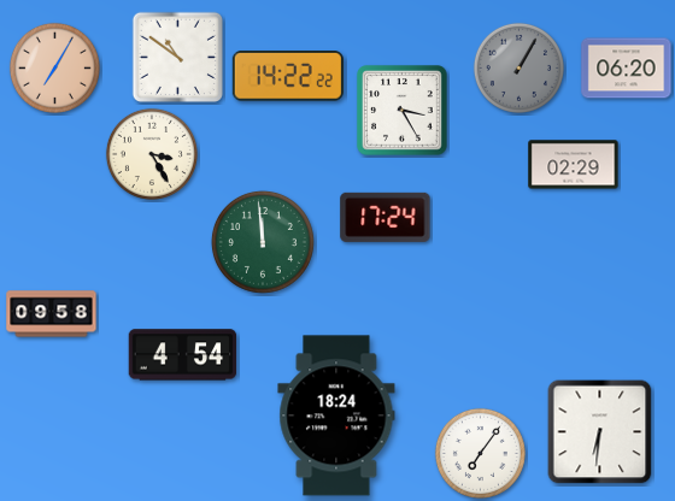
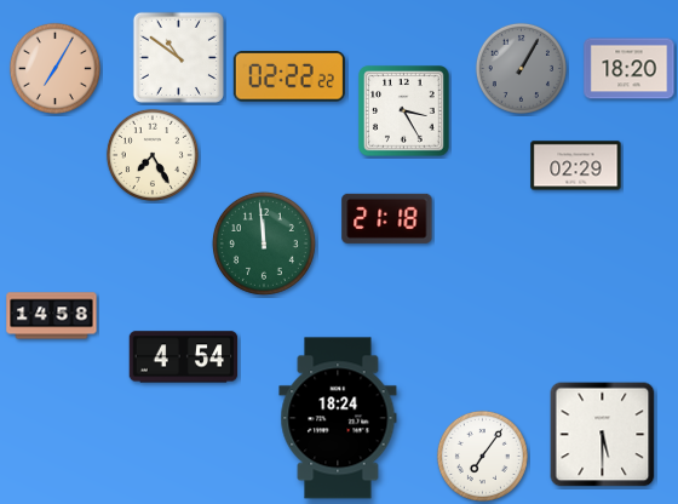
clock at (627, 69): 06:20 -> 18:20
clock at (288, 77): 14:22 -> 02:22
clock at (152, 154): 3:25 -> 7:25
clock at (386, 217): 17:24 -> 21:18
clock at (52, 314): 09:58 -> 14:58
clock at (600, 432): 6:31 -> 5:30
